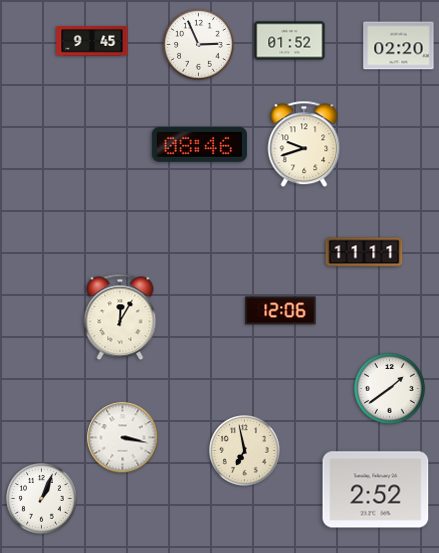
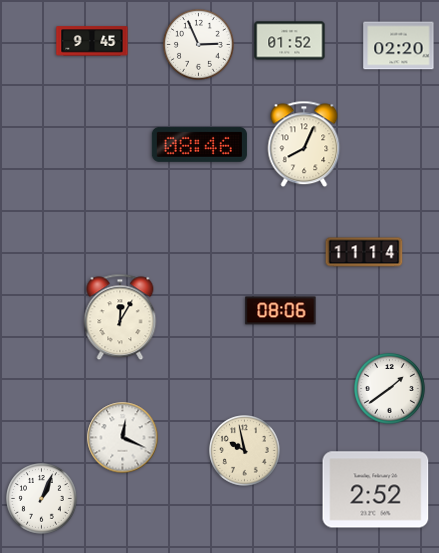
clock at (304, 144): 9:42 -> 8:04
clock at (364, 252): 11:11 -> 11:14
clock at (281, 311): 12:06 -> 08:06
clock at (123, 438): 3:17 -> 12:19
clock at (245, 451): 6:58 -> 9:58
